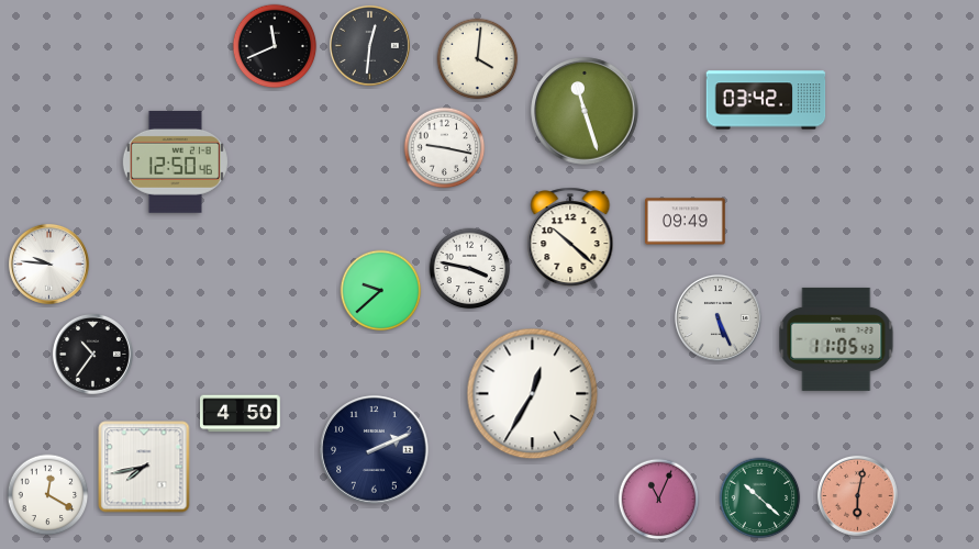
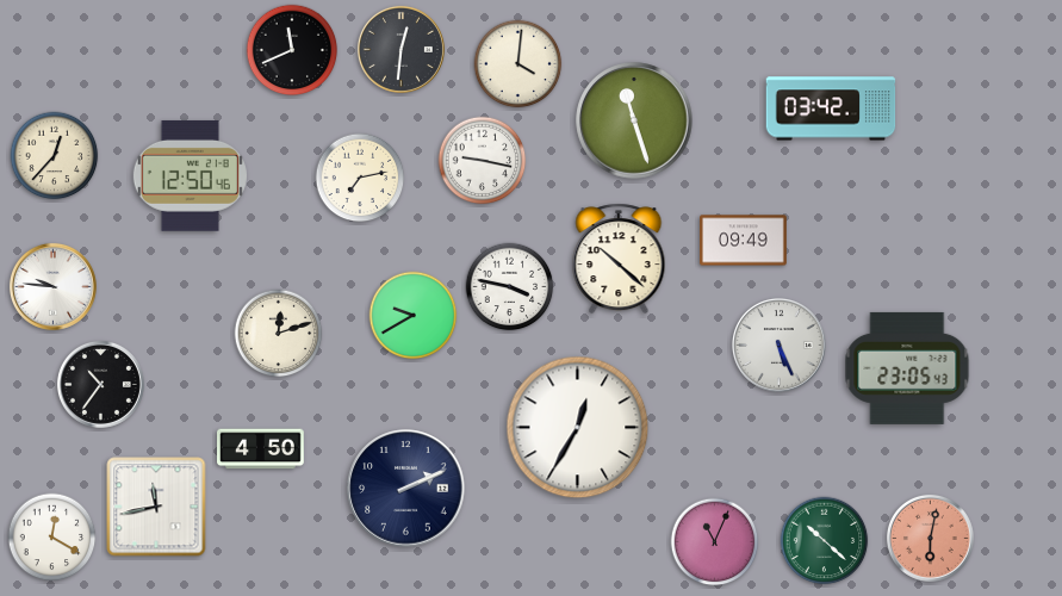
clock at (275, 46) position: (275, 46) -> (292, 50)
clock at (55, 156): none -> 12:37
clock at (360, 178): none -> 7:13
clock at (470, 269) position: (470, 269) -> (510, 287)
clock at (381, 291): 9:38 -> 9:40
clock at (279, 334): none -> 12:12
clock at (836, 339): 11:05 -> 23:05
clock at (144, 467): 7:43 -> 11:43
